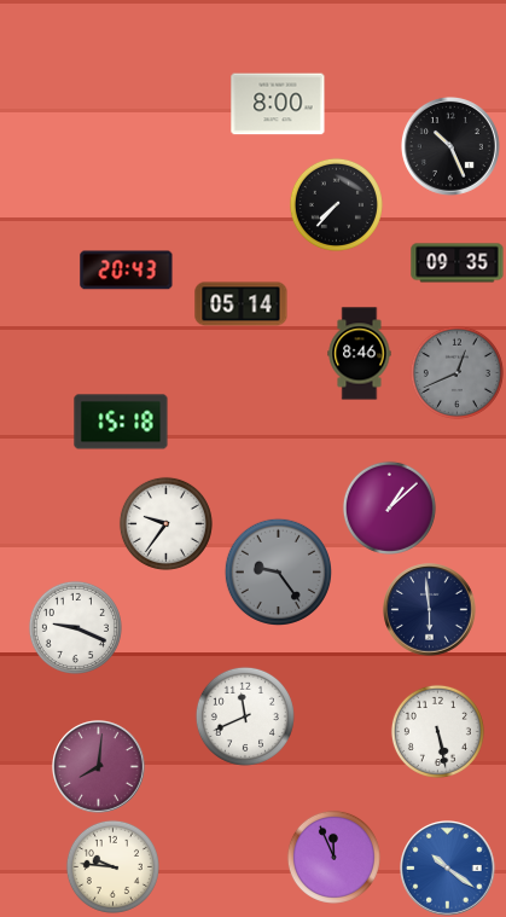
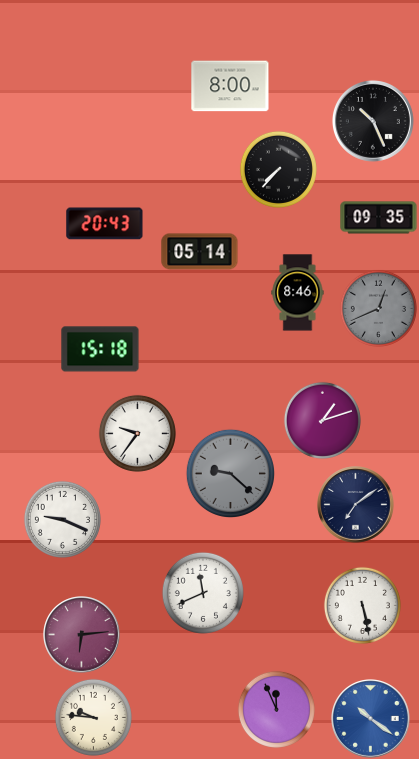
clock at (389, 507): 1:08 -> 1:12
clock at (278, 571): 9:24 -> 9:22
clock at (430, 610): 5:59 -> 7:09
clock at (99, 767): 8:01 -> 6:14
